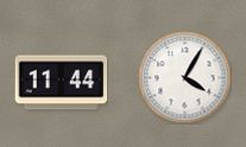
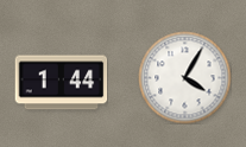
clock at (61, 83): 11:44 -> 1:44
